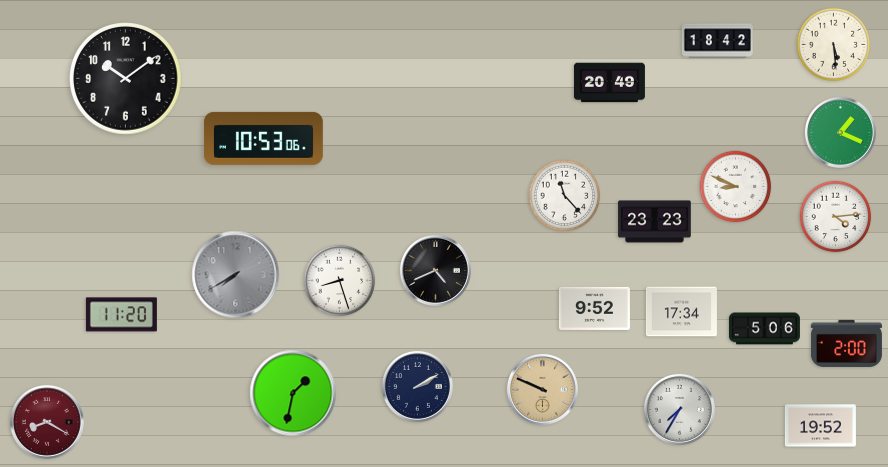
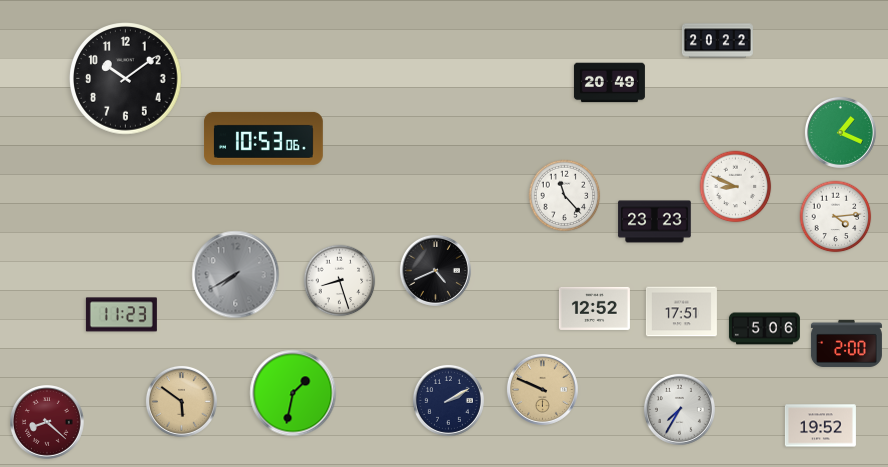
clock at (717, 41): 18:42 -> 20:22
clock at (834, 45): 5:29 -> none
clock at (594, 308): 9:52 -> 12:52
clock at (681, 312): 17:34 -> 17:51
clock at (121, 315): 11:20 -> 11:23
clock at (417, 386) position: (417, 386) -> (448, 400)
clock at (181, 401): none -> 5:51
clock at (48, 423): 8:20 -> 8:22
